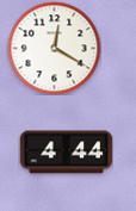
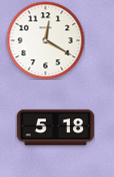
clock at (66, 153): 4:44 -> 5:18
